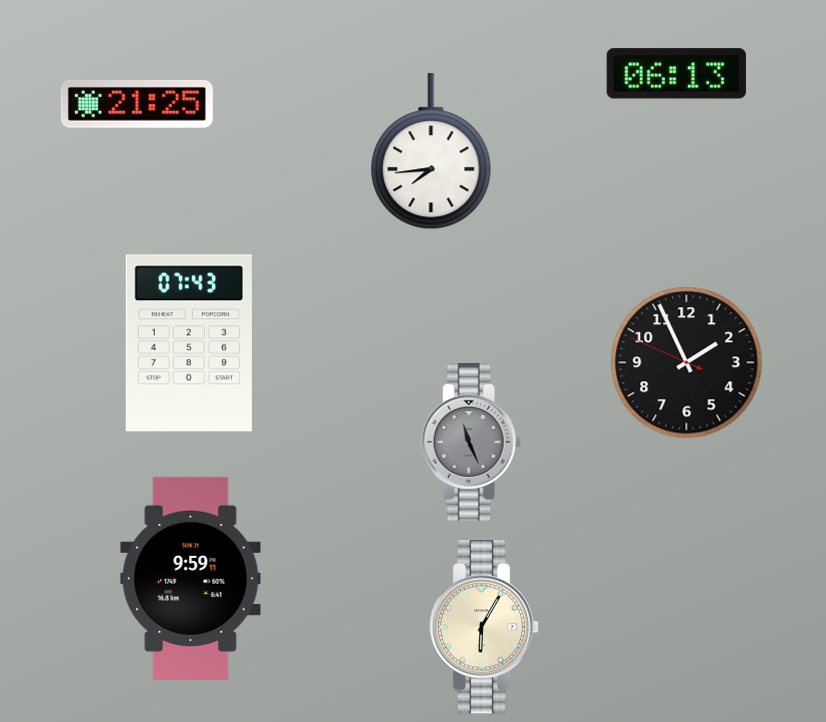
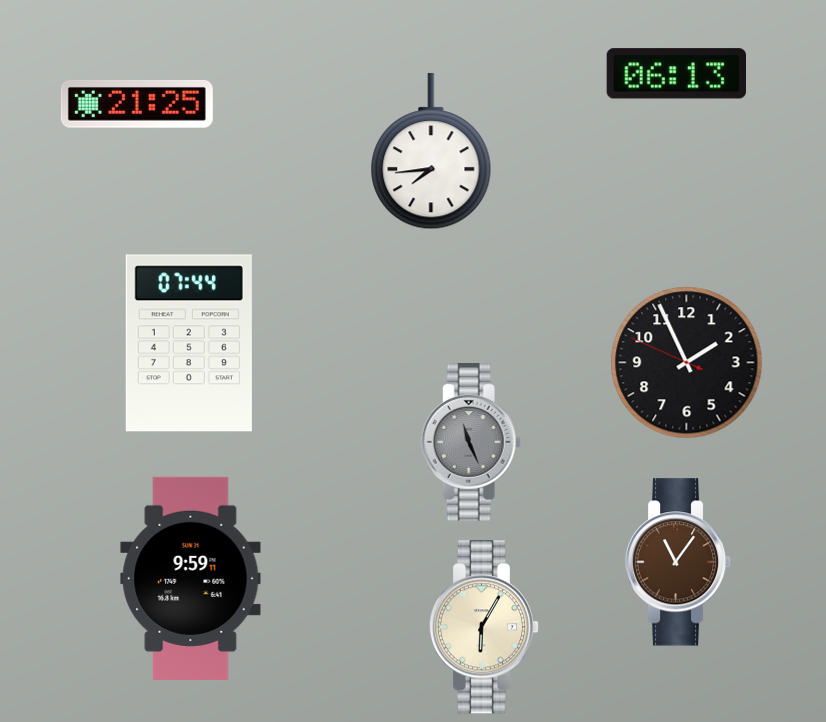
clock at (189, 343): 07:43 -> 07:44
clock at (678, 562): none -> 11:06
